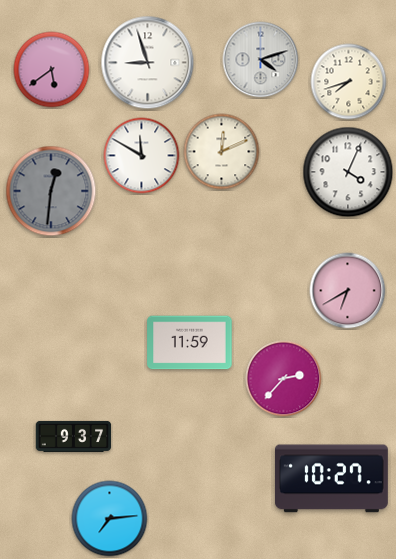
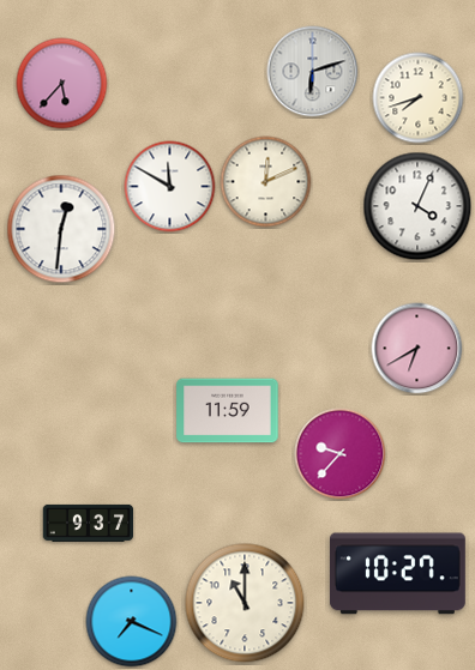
clock at (261, 60): 4:12 -> 6:12
clock at (148, 63): 8:57 -> none
clock at (52, 70): 5:39 -> 5:37
clock at (51, 191) dial: grey -> white
clock at (284, 379): 2:37 -> 9:37
clock at (245, 603): none -> 11:00
clock at (110, 519): 7:14 -> 7:19
